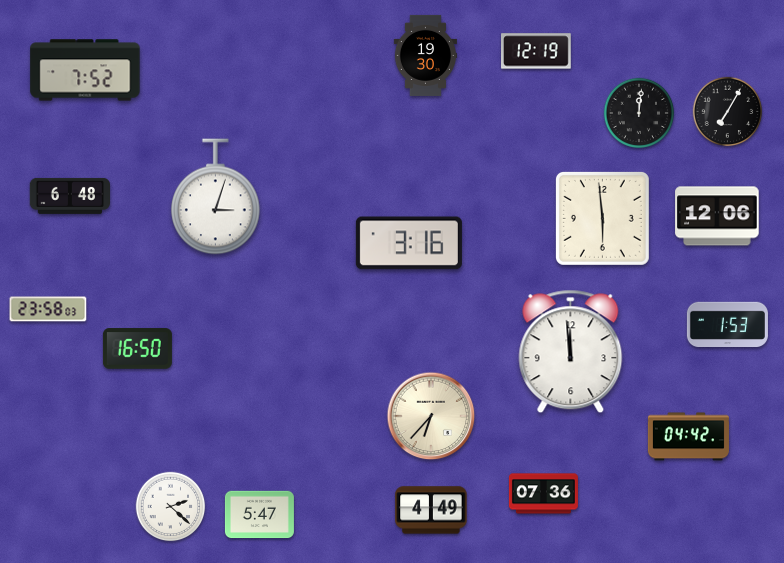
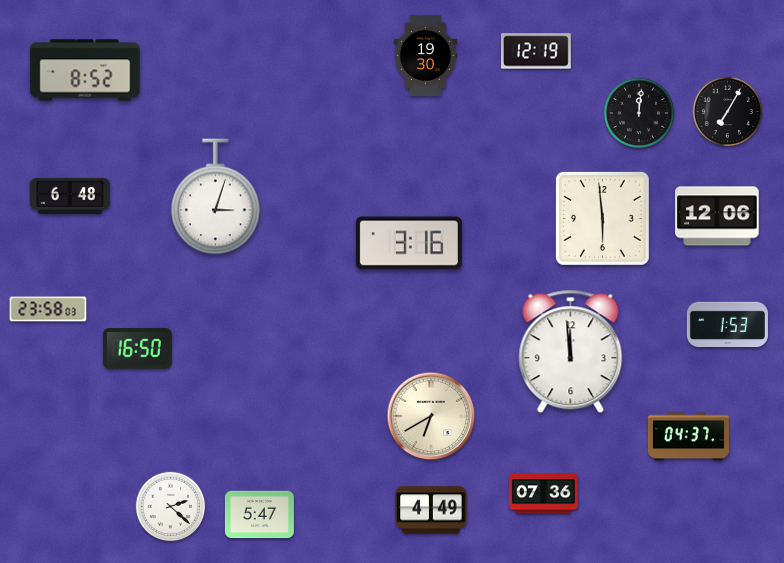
clock at (85, 70): 7:52 -> 8:52
clock at (431, 416): 6:37 -> 6:40
clock at (688, 437): 04:42 -> 04:37
